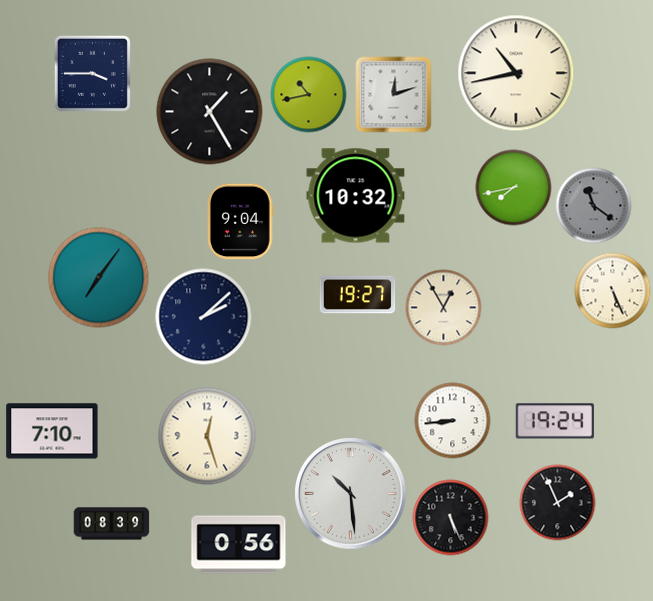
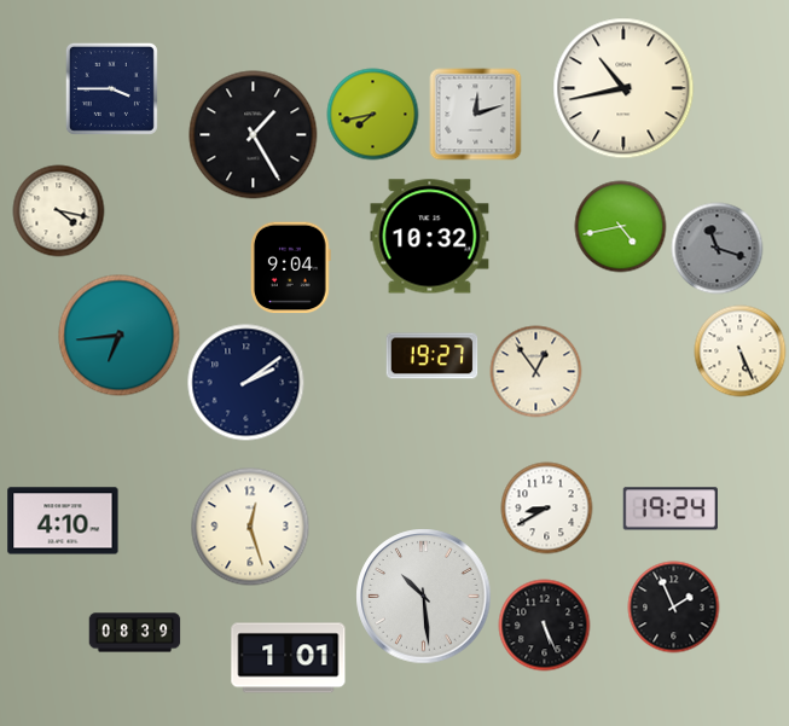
clock at (309, 95): 10:43 -> 7:43
clock at (59, 211): none -> 4:17
clock at (514, 188): 7:43 -> 4:43
clock at (594, 206): 11:21 -> 11:18
clock at (99, 278): 7:06 -> 6:44
clock at (444, 308): 12:55 -> 12:54
clock at (204, 317): 2:08 -> 2:09
clock at (453, 421): 8:44 -> 8:40
clock at (52, 431): 7:10 -> 4:10
clock at (239, 545): 0:56 -> 1:01
